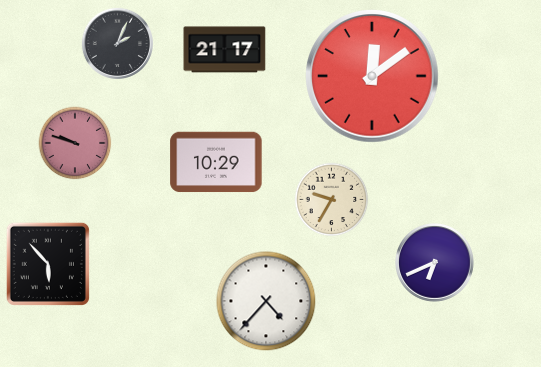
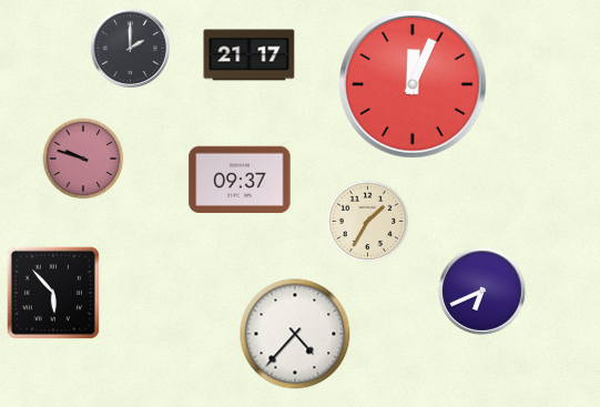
clock at (117, 43): 2:04 -> 2:00
clock at (372, 76): 12:09 -> 12:04
clock at (216, 162): 10:29 -> 09:37
clock at (332, 200): 9:35 -> 1:35
